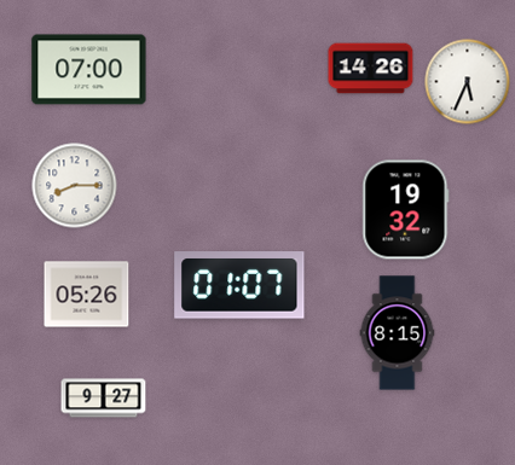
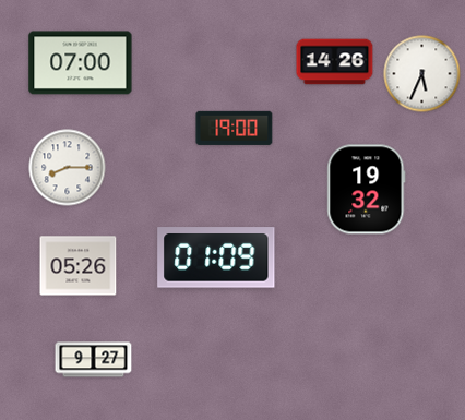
clock at (235, 128): none -> 19:00
clock at (239, 285): 01:07 -> 01:09
clock at (398, 333): 8:15 -> none
